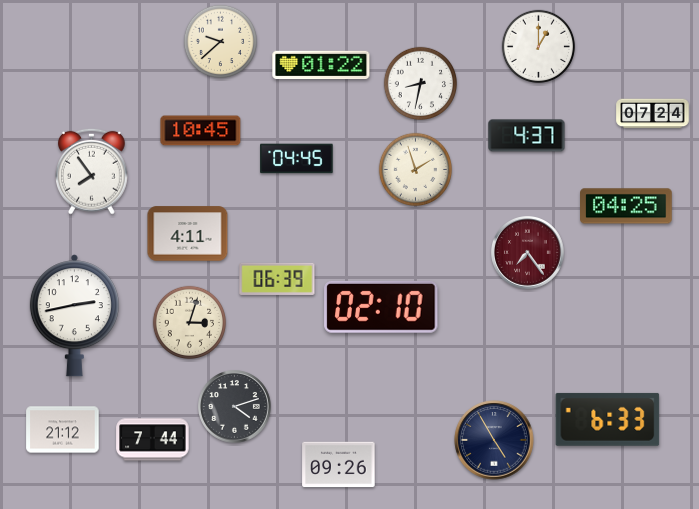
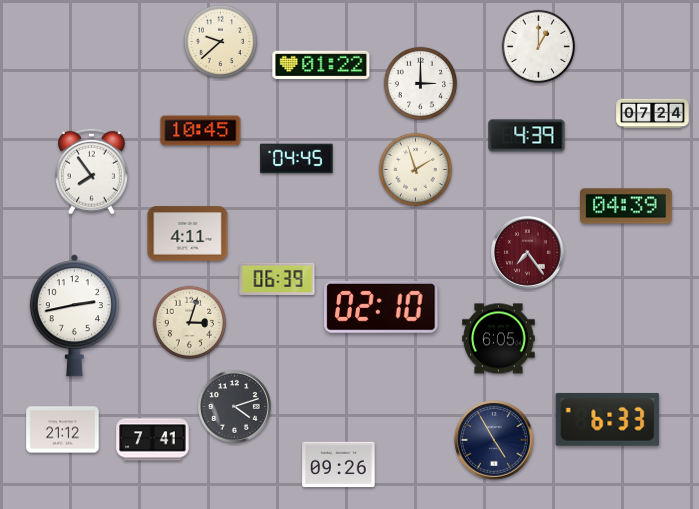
clock at (420, 83): 8:32 -> 3:00
clock at (527, 136): 4:37 -> 4:39
clock at (626, 206): 04:25 -> 04:39
clock at (499, 339): none -> 6:05
clock at (153, 440): 7:44 -> 7:41
